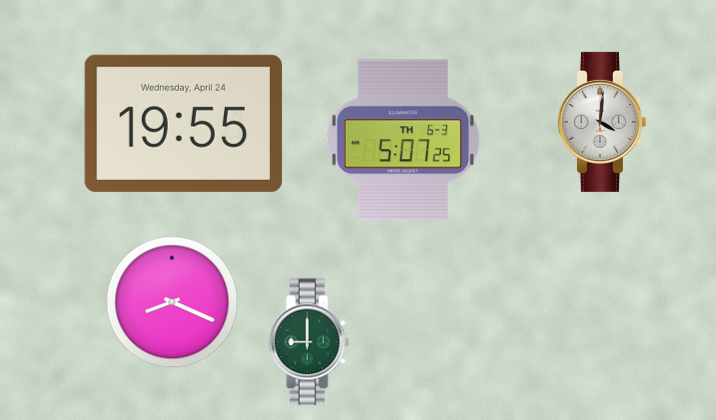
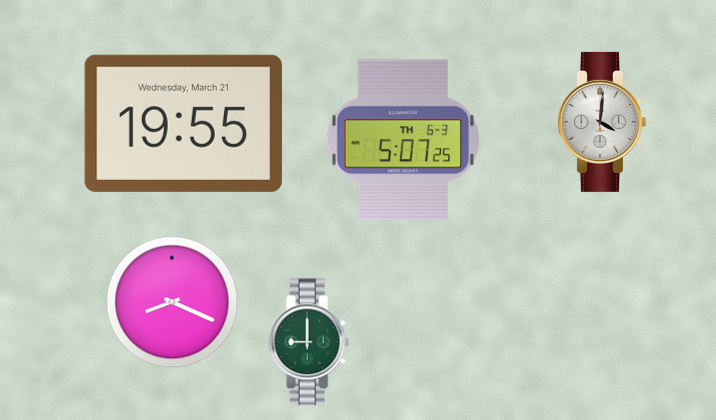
clock at (183, 123) date: Wednesday, April 24 -> Wednesday, March 21
